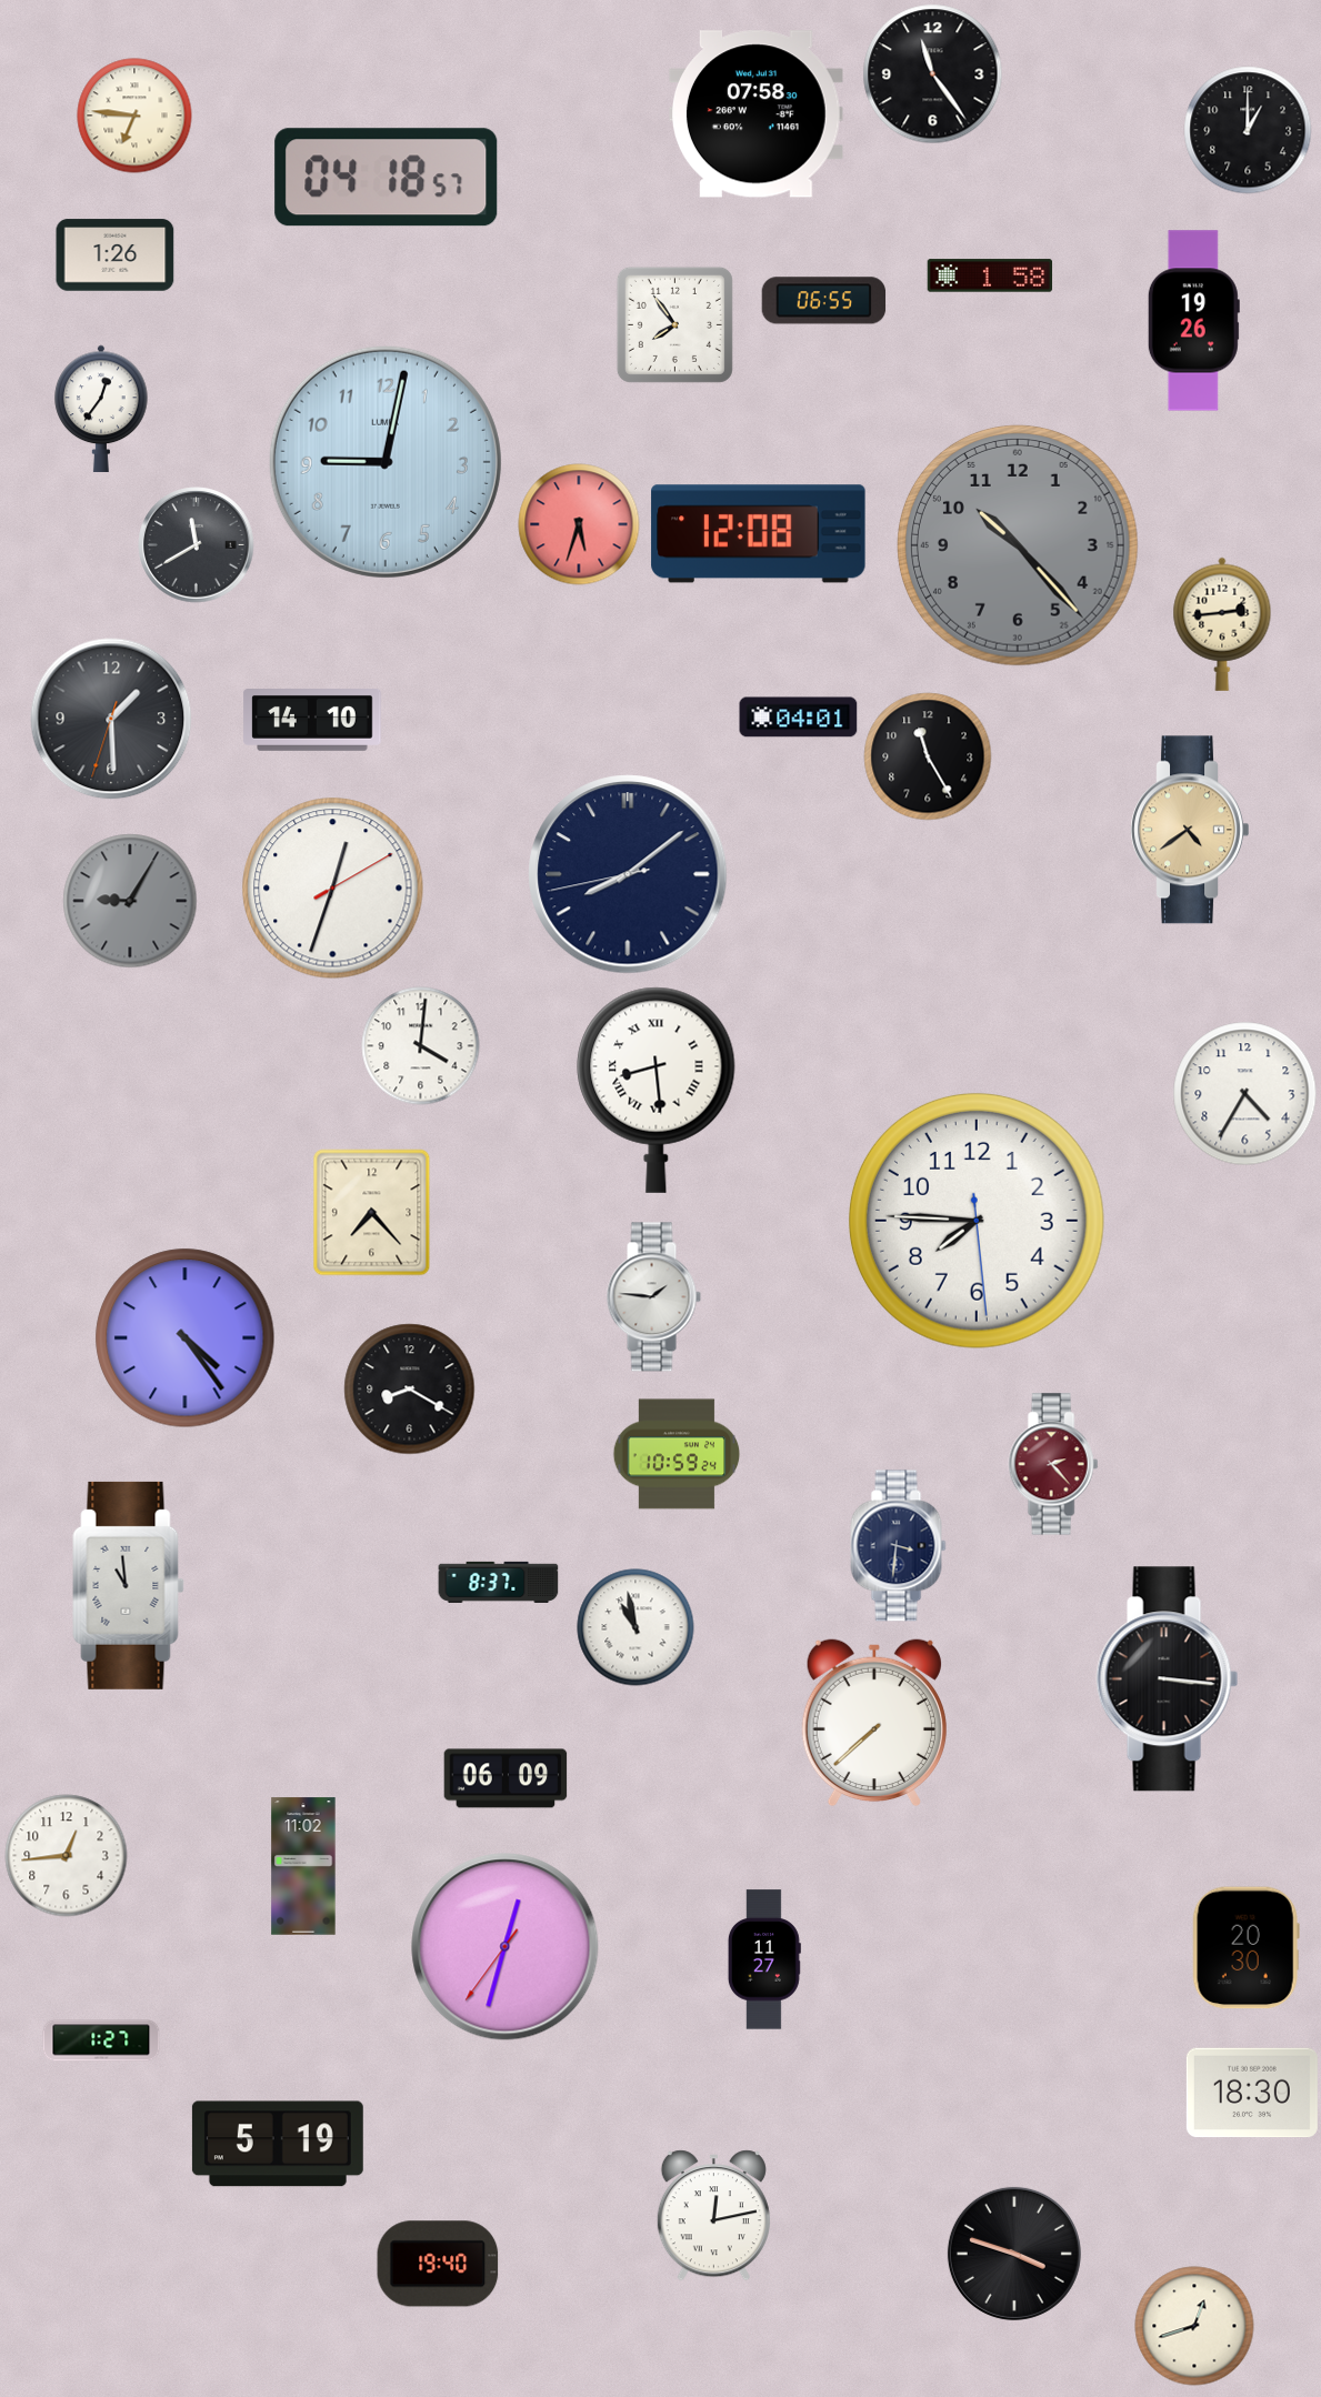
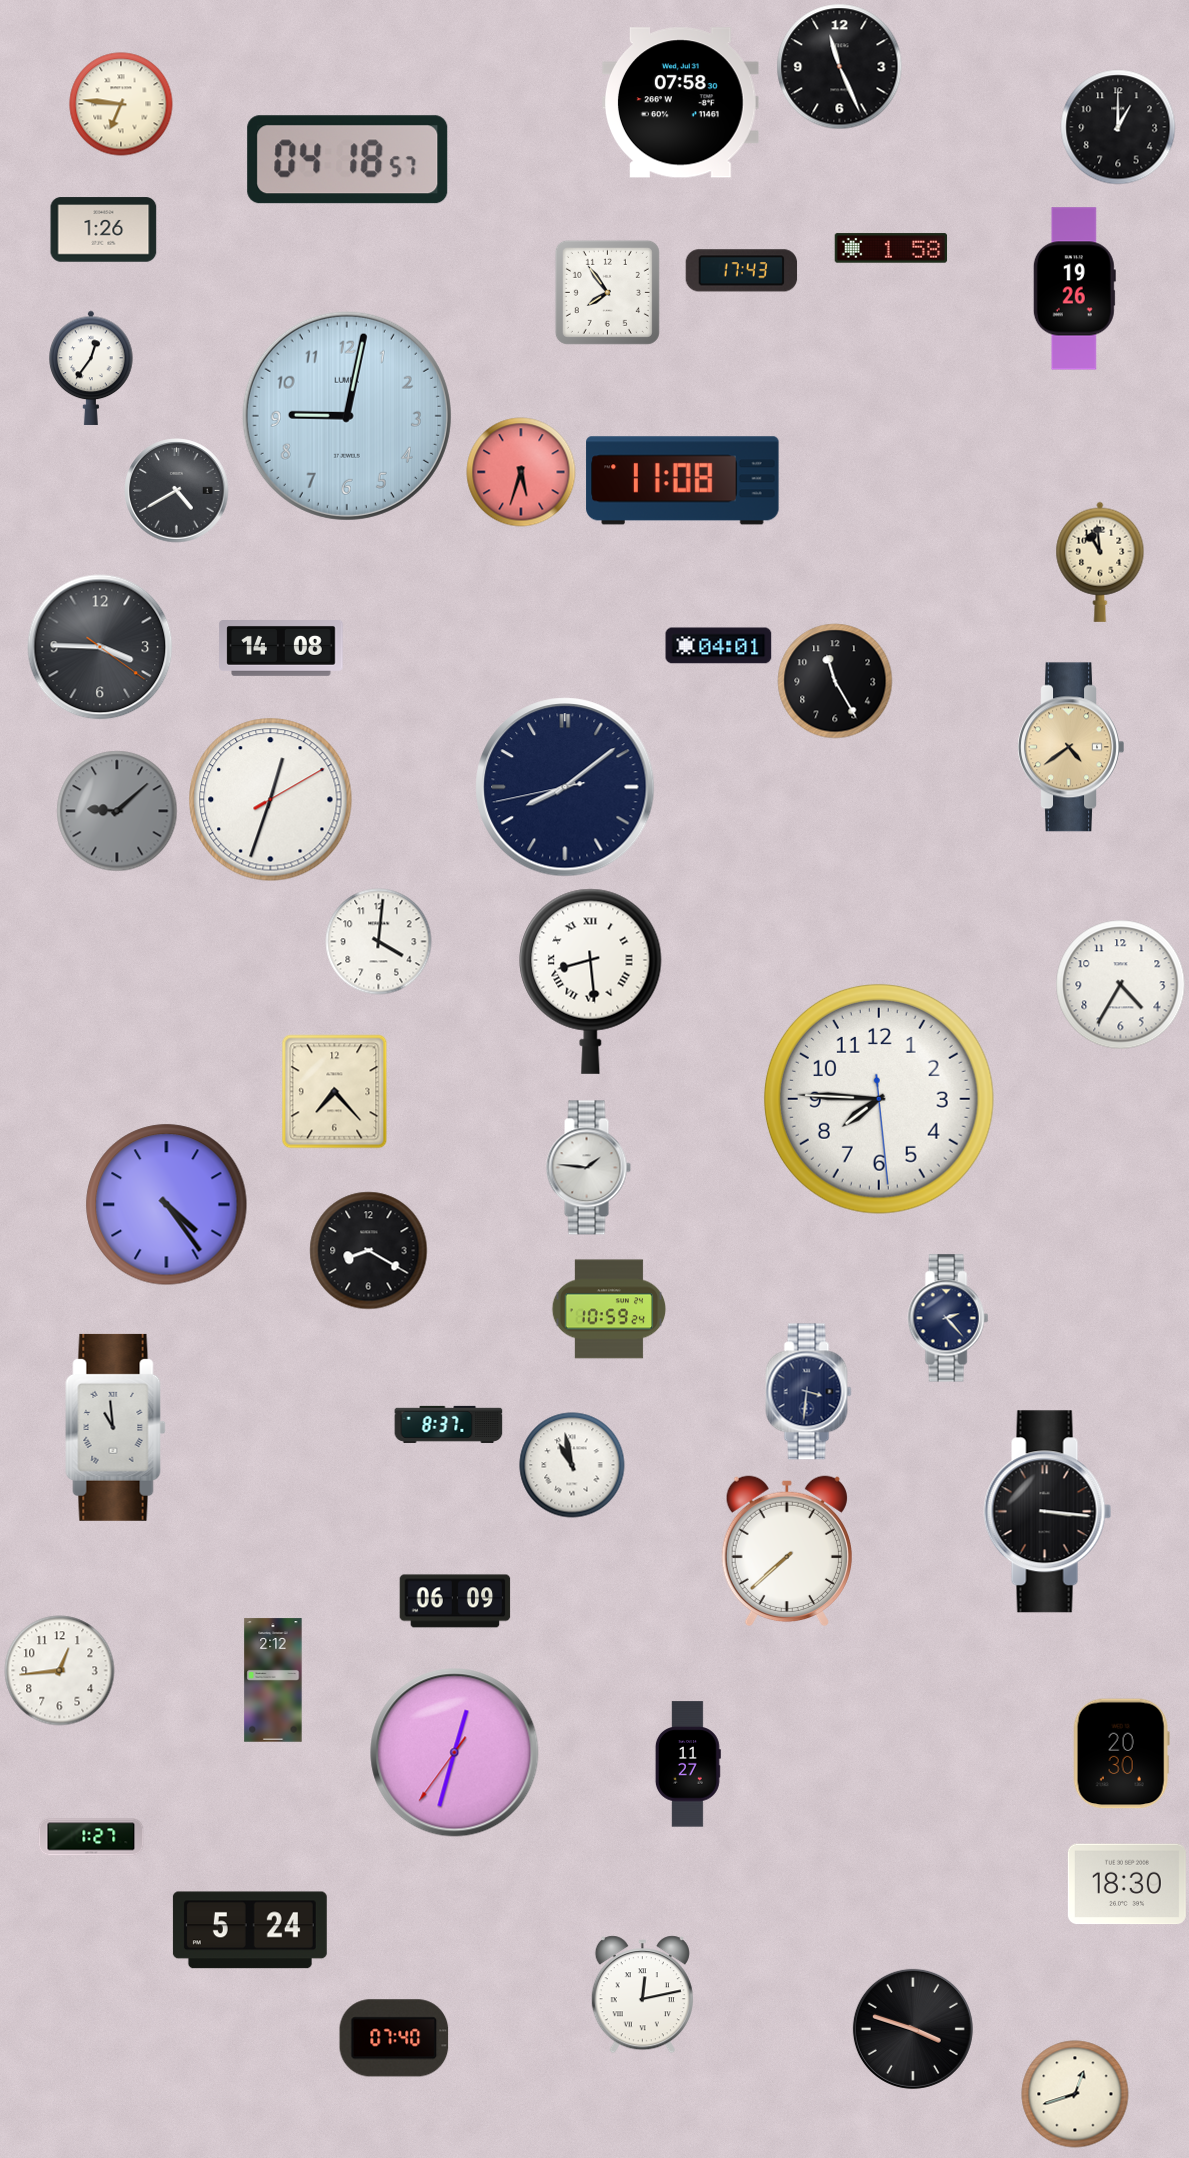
clock at (933, 74): 11:24 -> 11:26
clock at (1248, 130) position: (1248, 130) -> (1118, 127)
clock at (824, 301): 06:55 -> 17:43
clock at (759, 534): 12:08 -> 11:08
clock at (197, 545): 11:40 -> 4:40
clock at (1019, 546): 10:23 -> none
clock at (1222, 624): 2:44 -> 10:59
clock at (111, 719): 1:29 -> 3:45
clock at (312, 721): 14:10 -> 14:08
clock at (333, 889) position: (333, 889) -> (271, 800)
clock at (130, 901): 9:05 -> 9:08
clock at (1053, 1464) dial: burgundy -> navy
clock at (1168, 1679) position: (1168, 1679) -> (1048, 1512)
clock at (303, 1866): 11:02 -> 2:12
clock at (278, 2144): 5:19 -> 5:24
clock at (438, 2264): 19:40 -> 07:40
